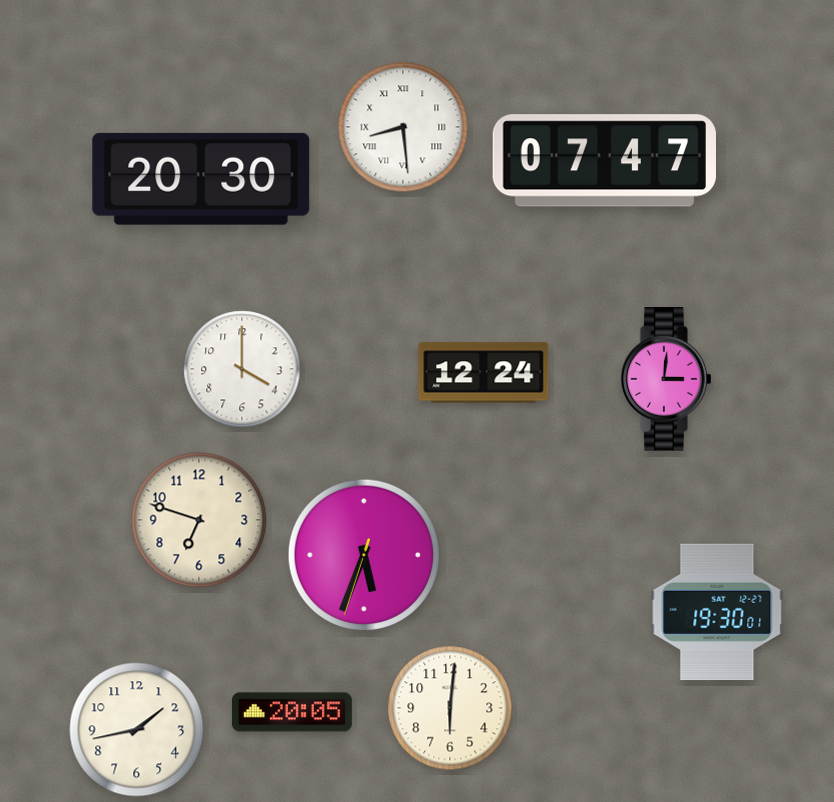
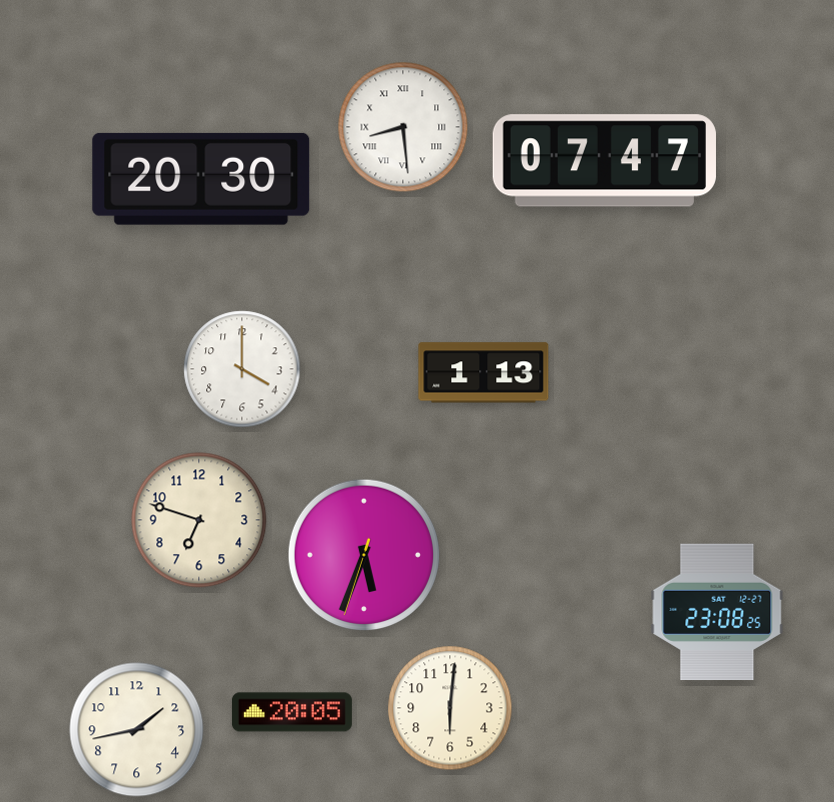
clock at (484, 373): 12:24 -> 1:13
clock at (667, 379): 3:01 -> none
clock at (717, 612): 19:30 -> 23:08
